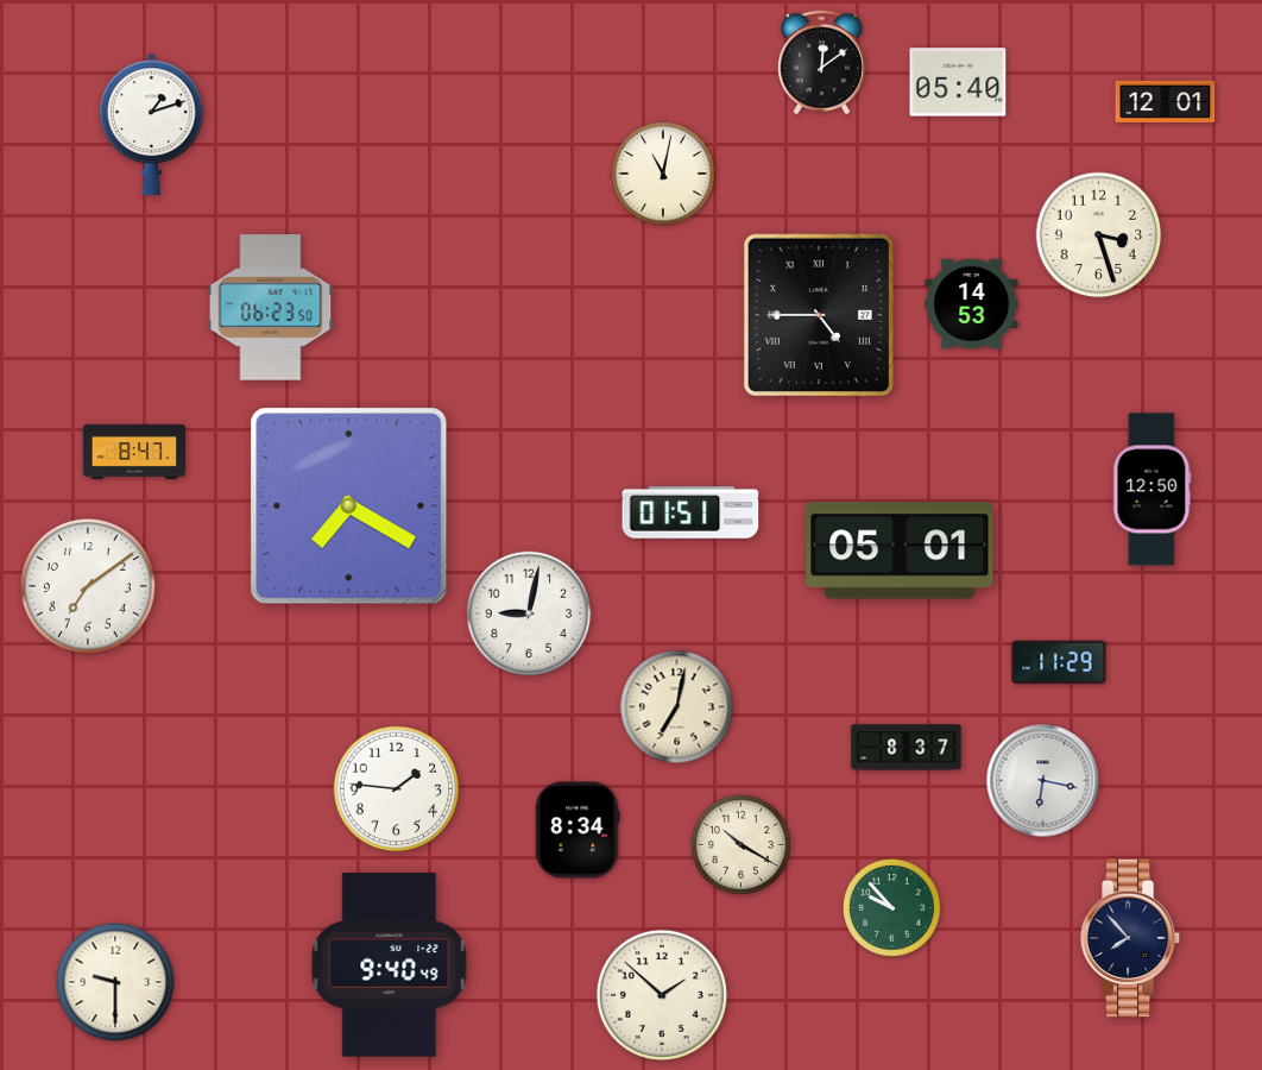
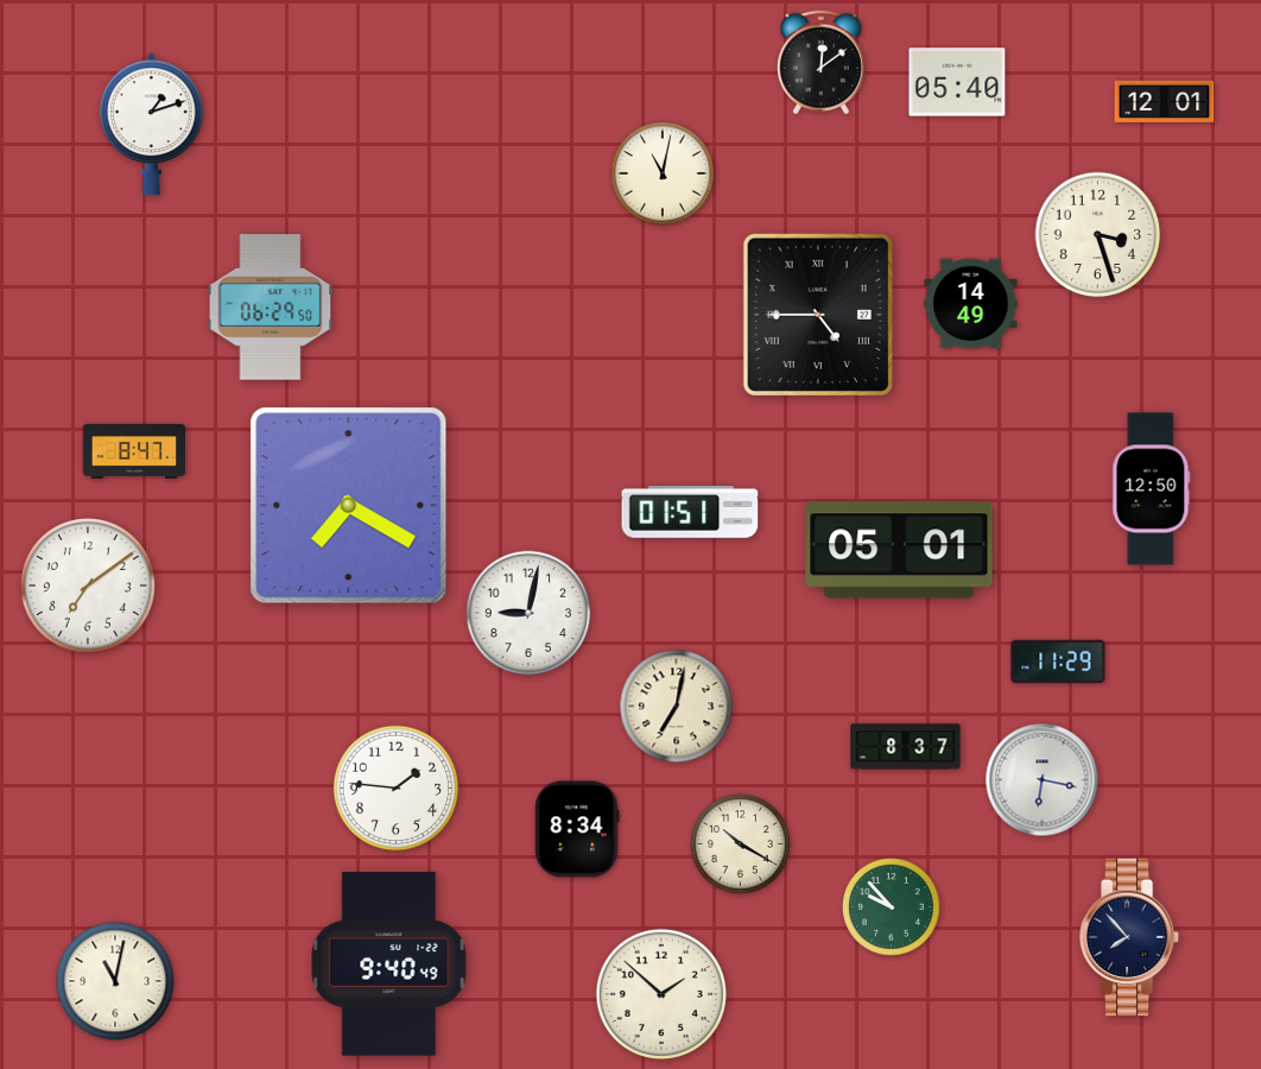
clock at (972, 304): 14:53 -> 14:49
clock at (271, 308): 06:23 -> 06:29
clock at (115, 982): 9:30 -> 11:02
